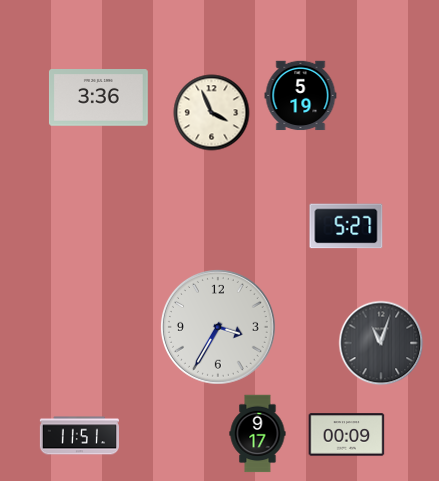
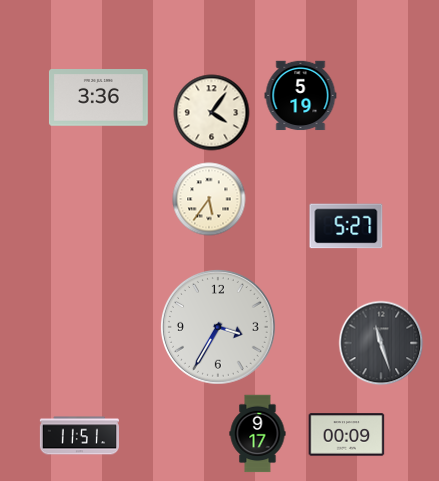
clock at (212, 113): 3:56 -> 4:06
clock at (209, 199): none -> 5:36
clock at (381, 343): 11:03 -> 11:27
